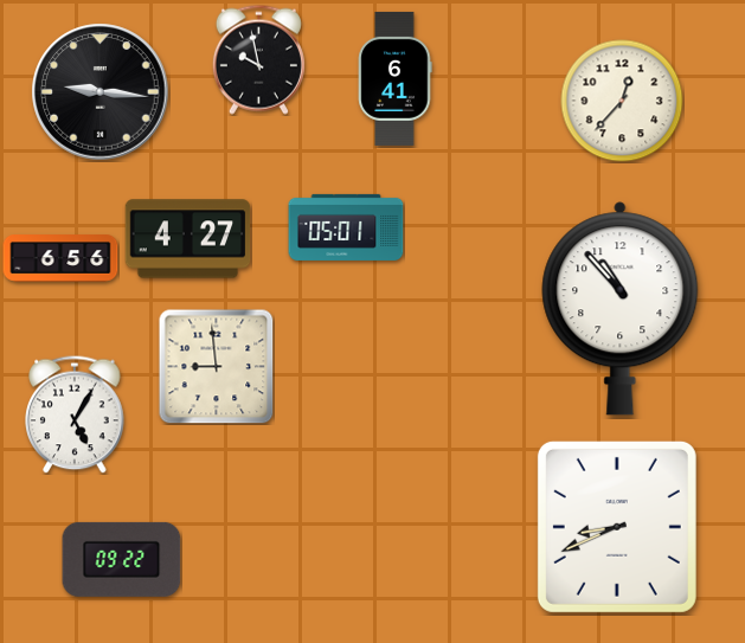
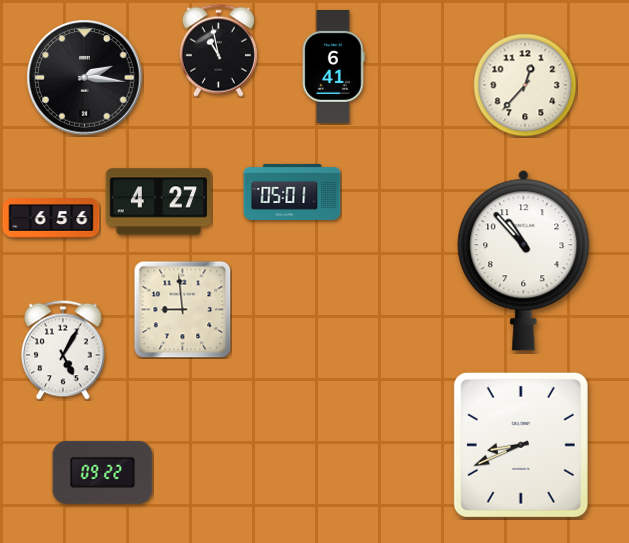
clock at (258, 59): 9:58 -> 10:58
clock at (101, 92): 9:16 -> 2:16
